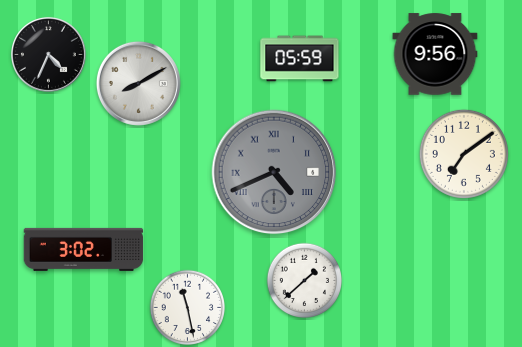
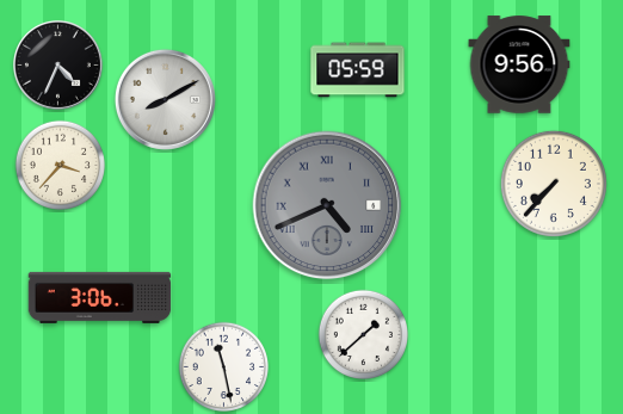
clock at (61, 166): none -> 3:37
clock at (464, 154): 7:09 -> 7:37
clock at (84, 249): 3:02 -> 3:06
